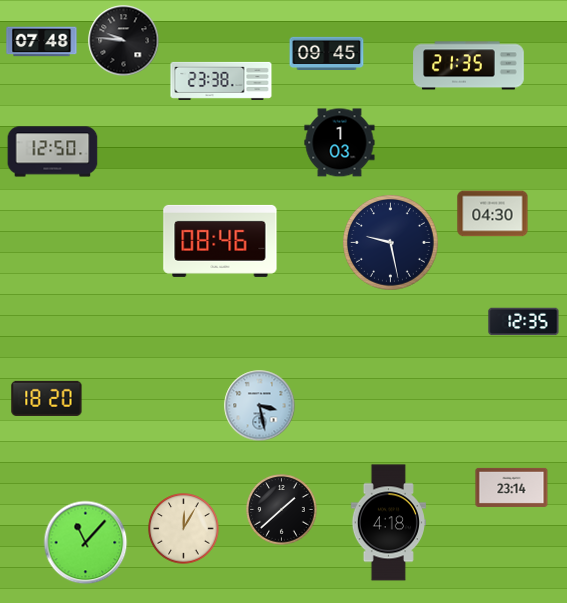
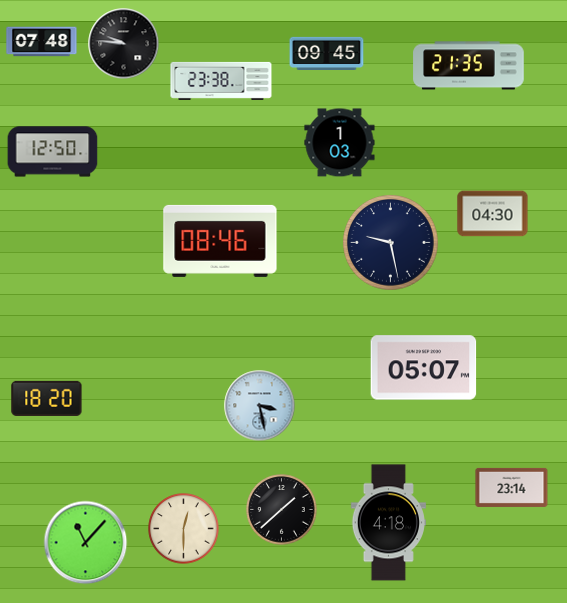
clock at (124, 41) position: (124, 41) -> (124, 44)
clock at (524, 322): 12:35 -> none
clock at (424, 368): none -> 05:07
clock at (184, 529): 12:05 -> 12:30
